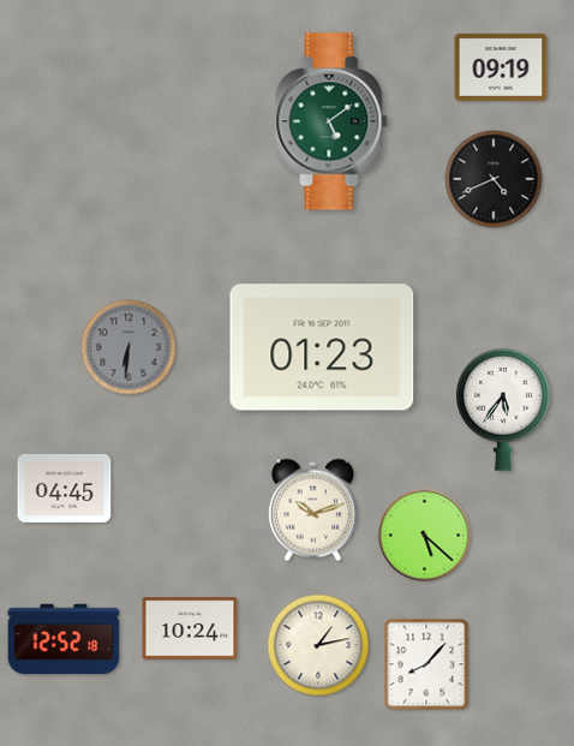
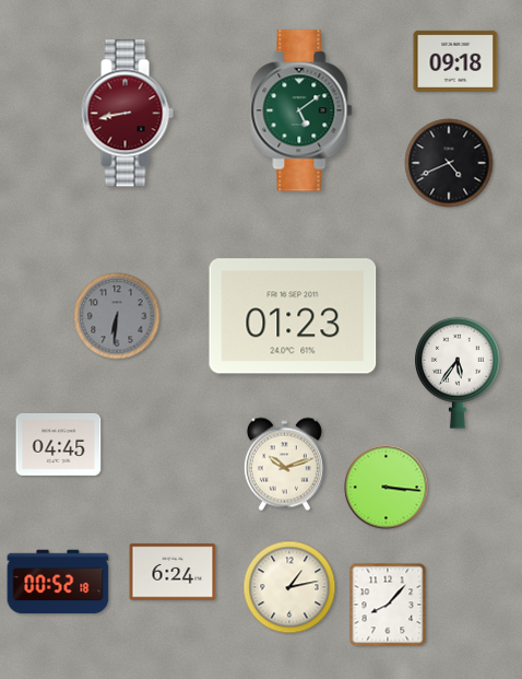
clock at (501, 67): 09:19 -> 09:18
clock at (127, 114): none -> 8:43
clock at (425, 536): 5:22 -> 3:16
clock at (190, 628): 10:24 -> 6:24
clock at (64, 639): 12:52 -> 00:52
